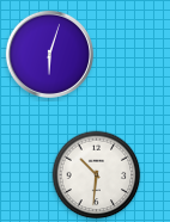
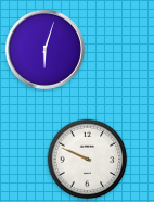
clock at (97, 175): 10:31 -> 9:49
